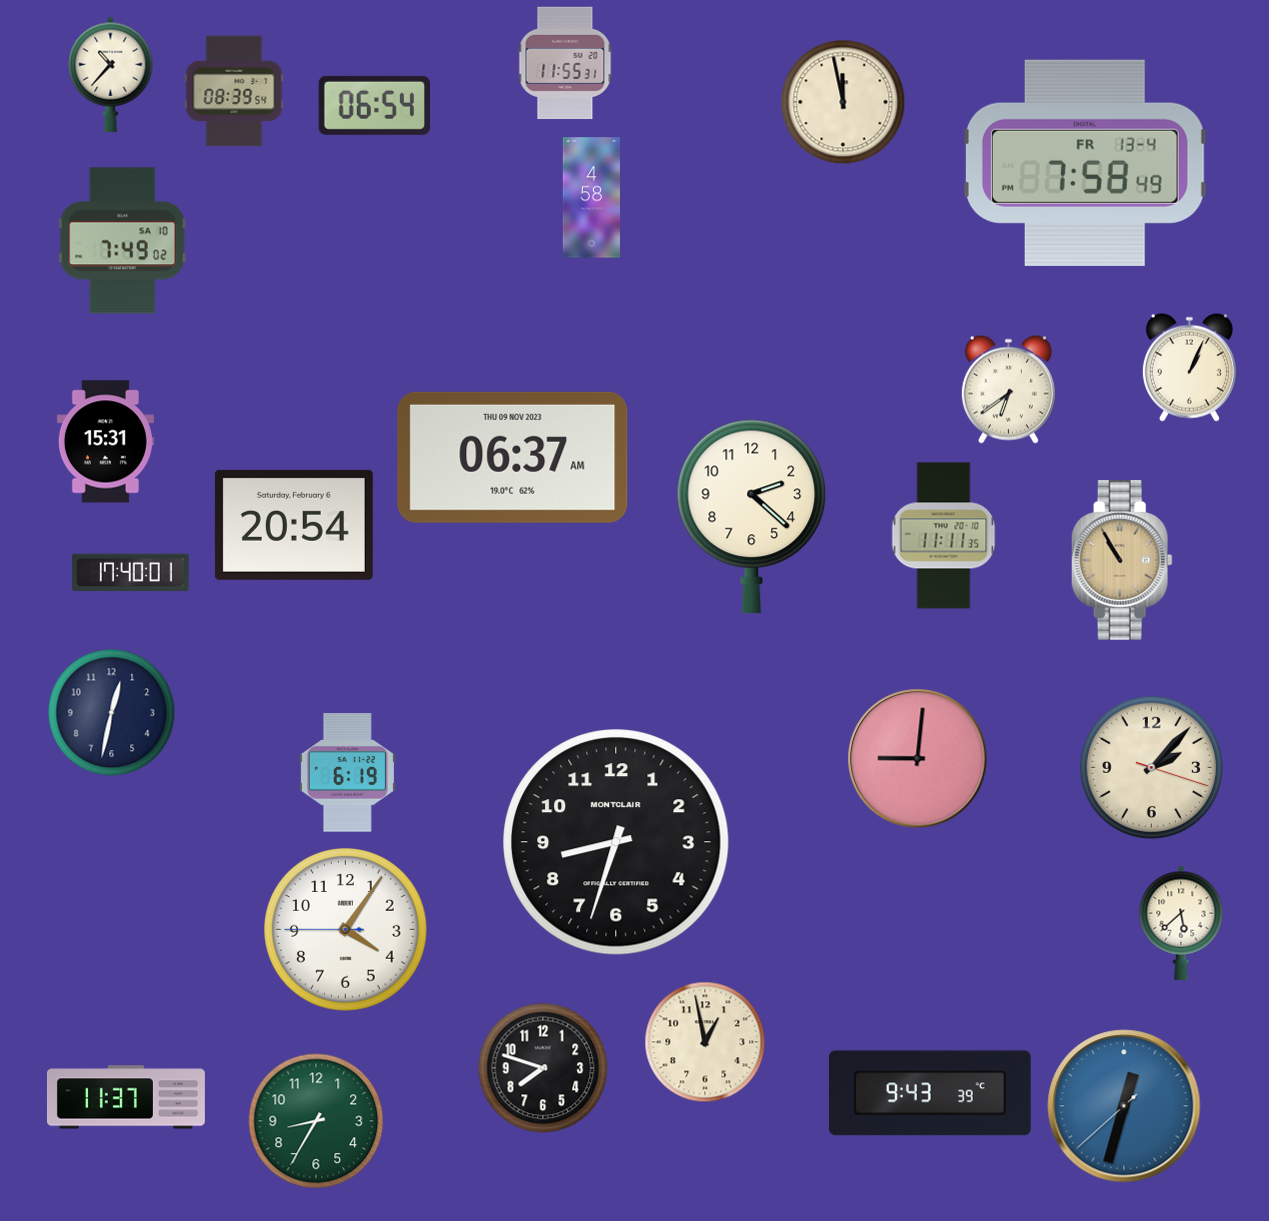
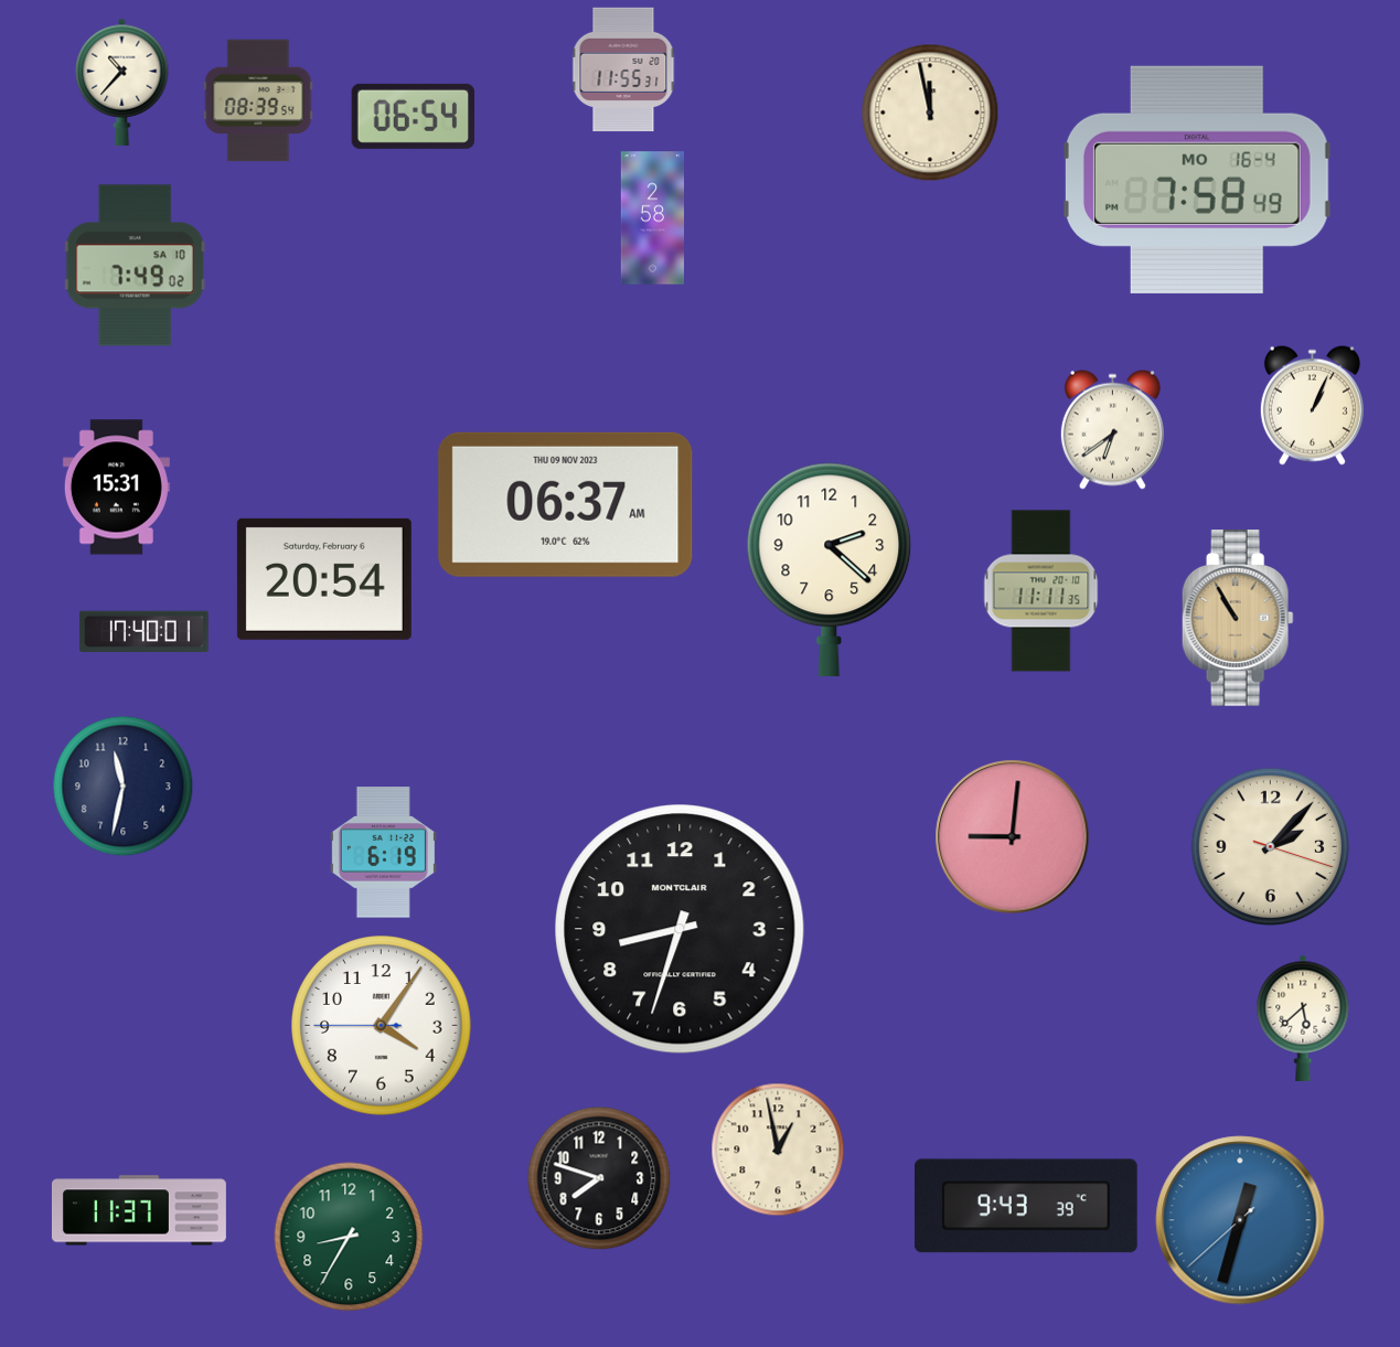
clock at (1085, 163) date: FR 13-4 -> MO 16-4
clock at (591, 198): 4:58 -> 2:58
clock at (112, 713): 12:32 -> 11:32
